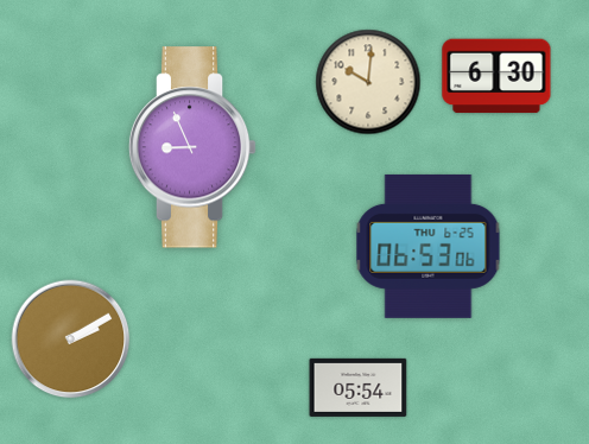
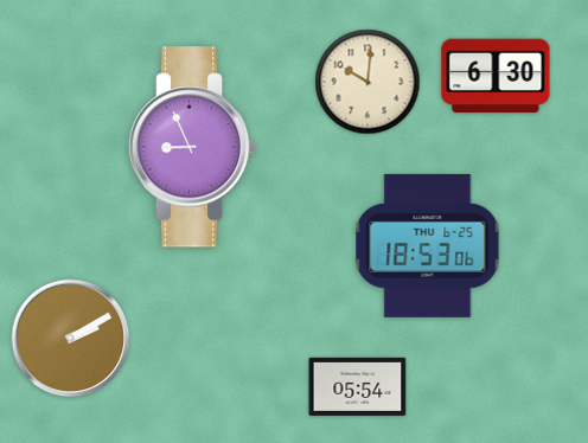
clock at (429, 246): 06:53 -> 18:53
